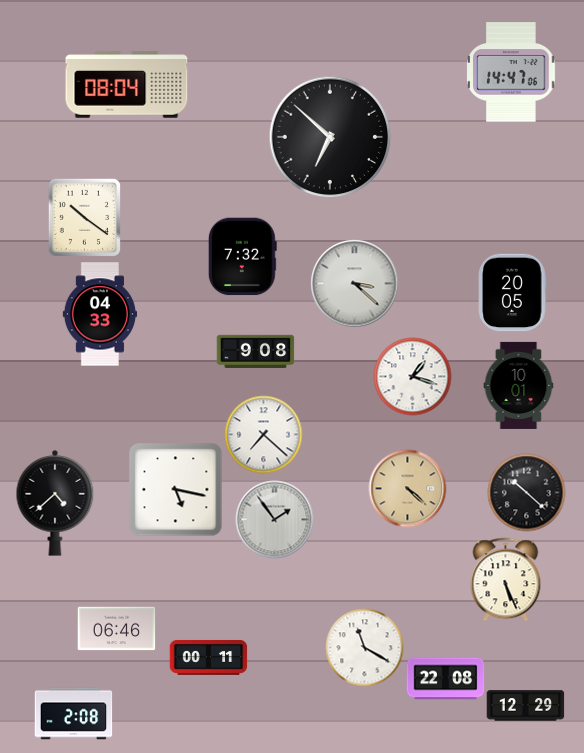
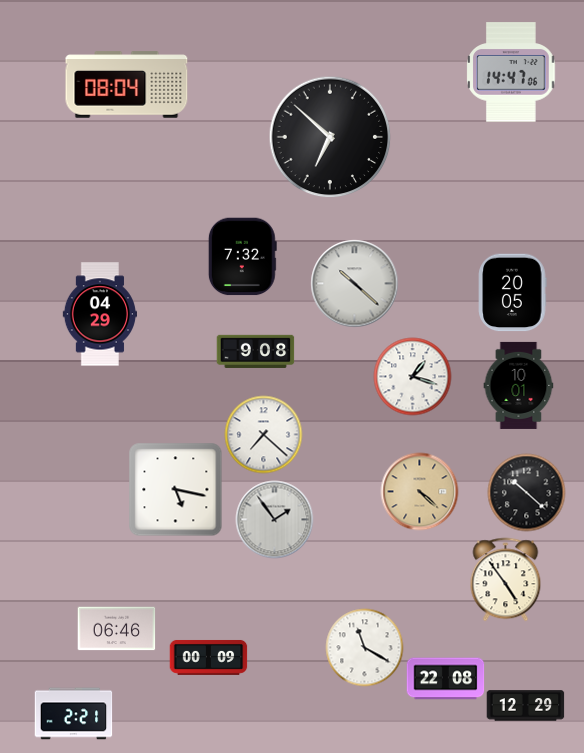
clock at (84, 217): 10:21 -> none
clock at (354, 283): 3:22 -> 10:22
clock at (99, 314): 04:33 -> 04:29
clock at (407, 488) position: (407, 488) -> (419, 491)
clock at (55, 503): 4:38 -> none
clock at (506, 579): 5:26 -> 4:54
clock at (208, 657): 00:11 -> 00:09
clock at (73, 714): 2:08 -> 2:21
